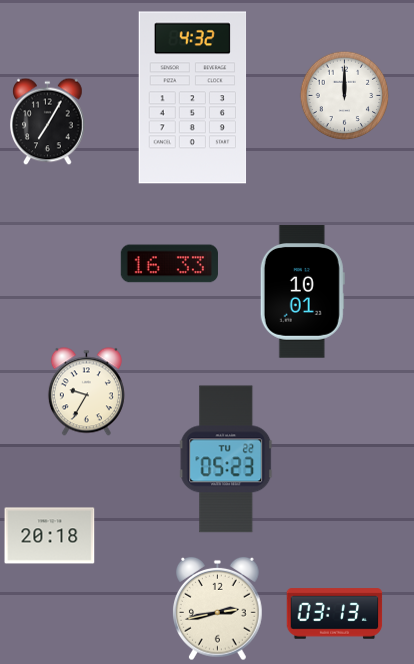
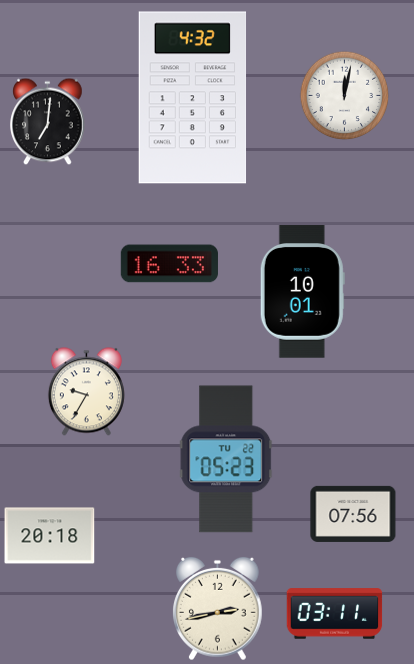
clock at (345, 96): 12:00 -> 12:02
clock at (48, 122): 7:05 -> 7:01
clock at (353, 514): none -> 07:56
clock at (335, 614): 03:13 -> 03:11
